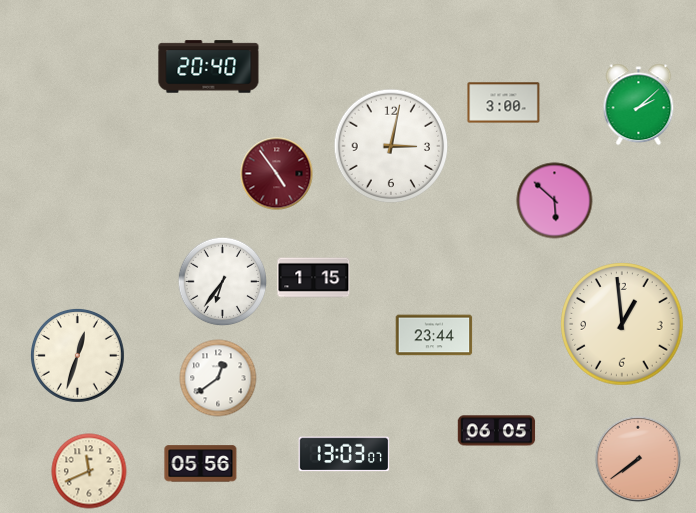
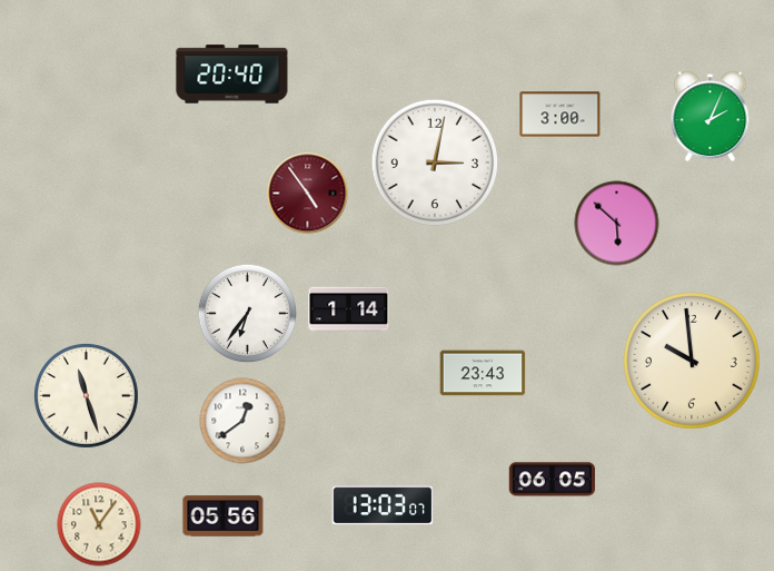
clock at (639, 105): 2:08 -> 2:04
clock at (314, 278): 1:15 -> 1:14
clock at (622, 324): 12:59 -> 9:59
clock at (434, 335): 23:44 -> 23:43
clock at (77, 355): 12:33 -> 11:27
clock at (638, 459): 7:39 -> none
clock at (89, 471): 11:41 -> 11:06
